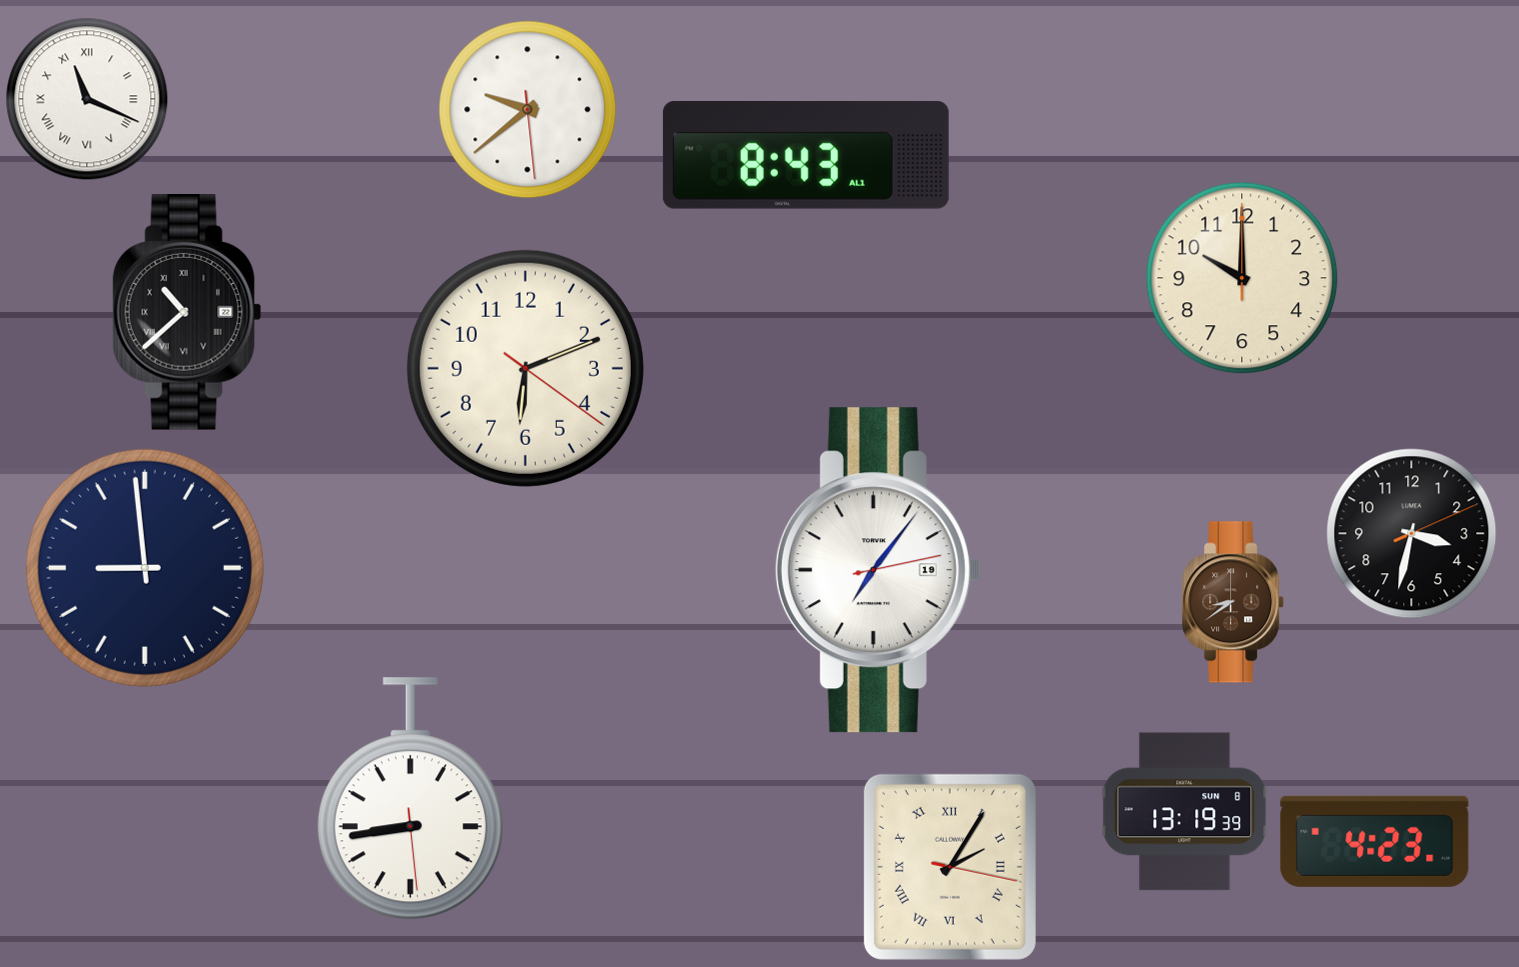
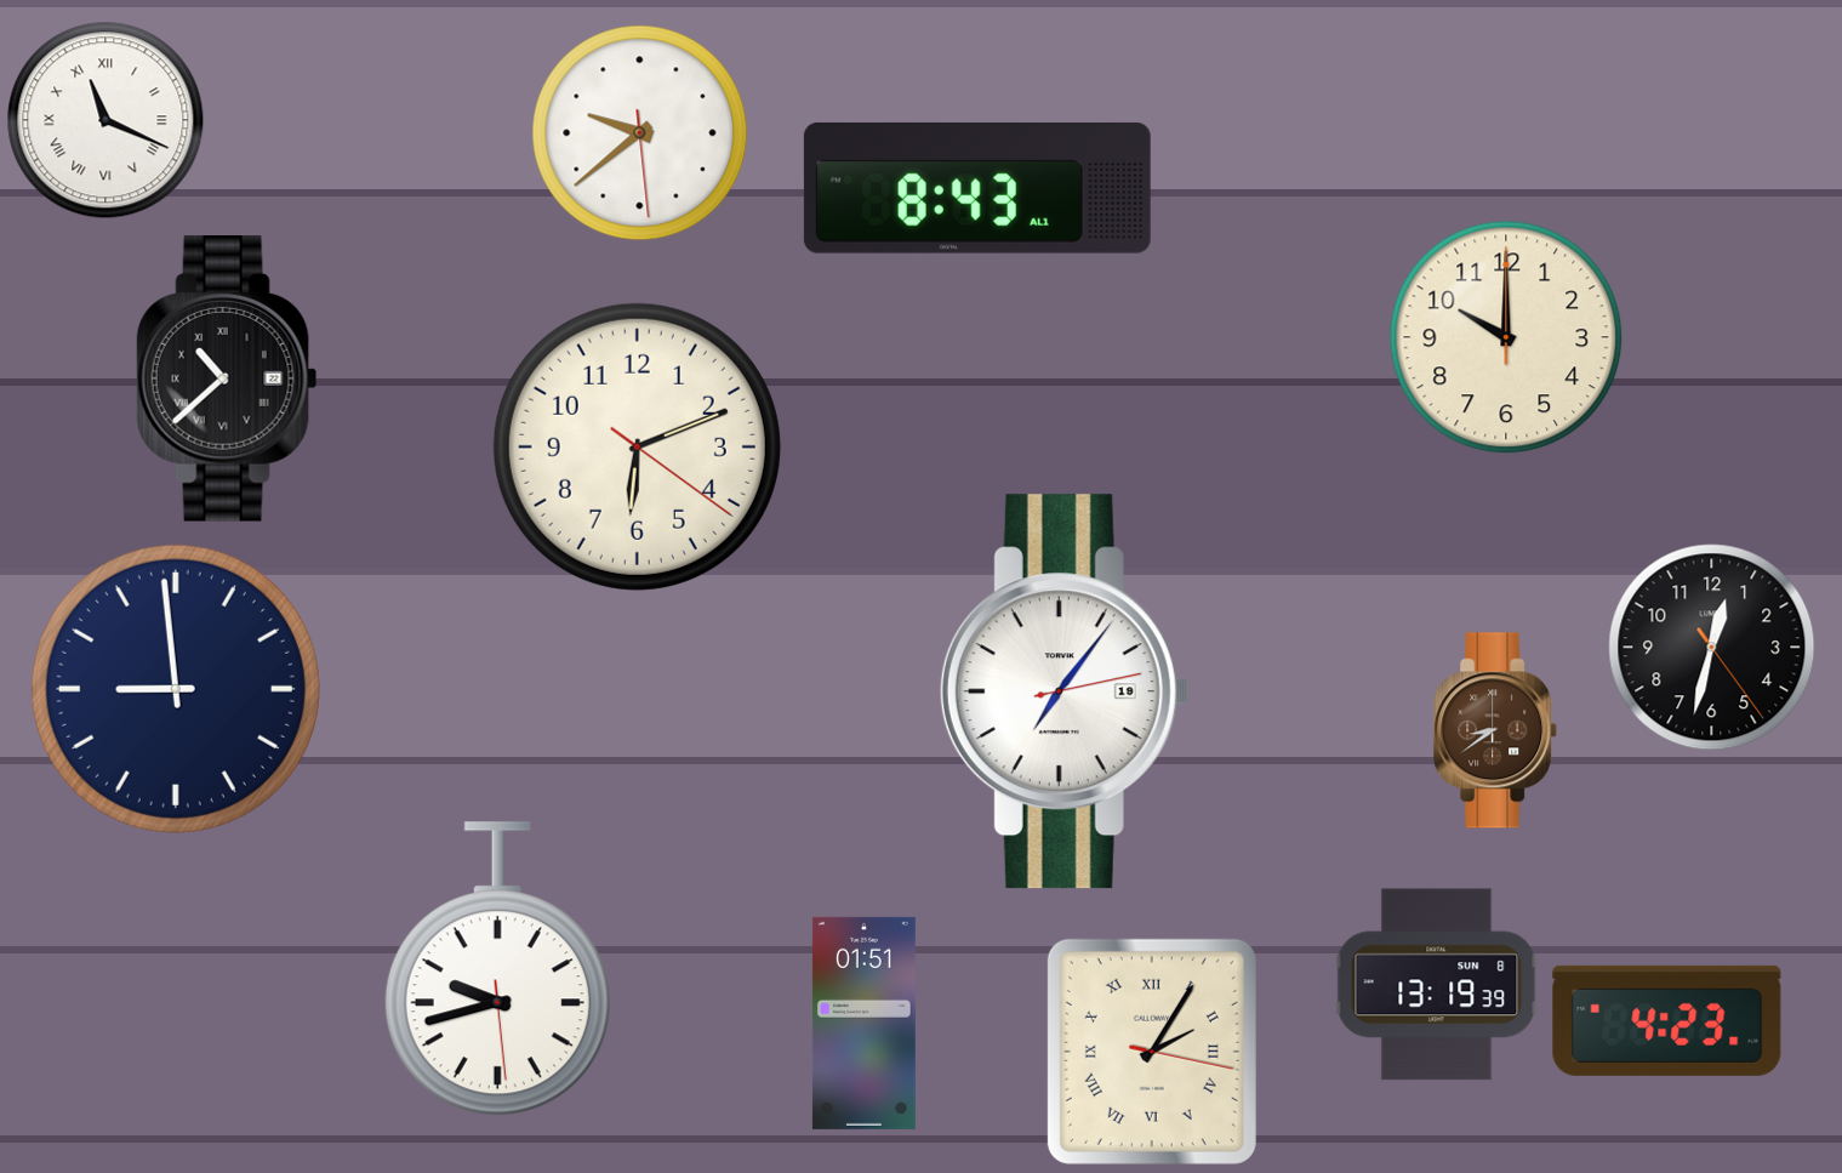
clock at (1412, 534): 3:32 -> 12:32
clock at (410, 799): 8:43 -> 9:42
clock at (863, 1023): none -> 01:51
